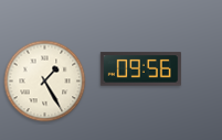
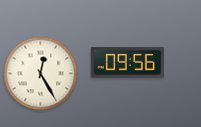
clock at (45, 82): 1:25 -> 12:25
